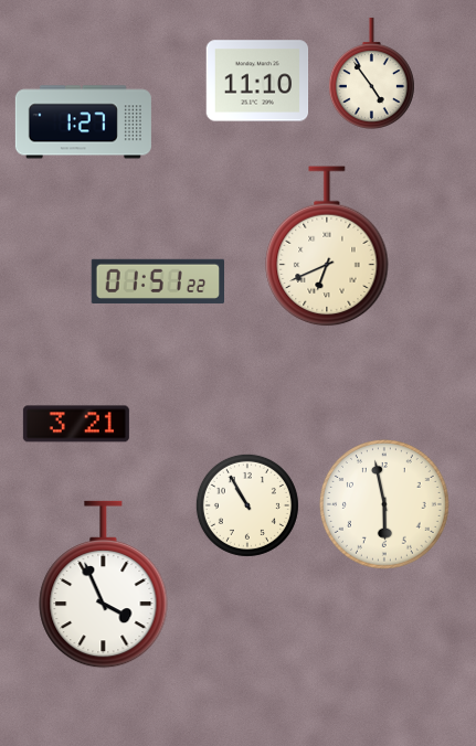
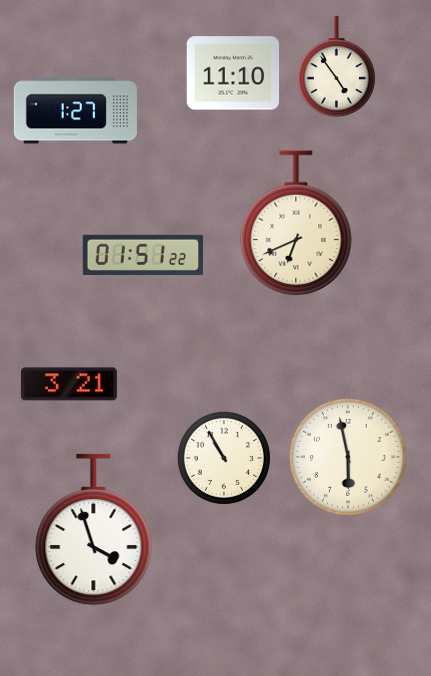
clock at (104, 585): 3:56 -> 3:57
